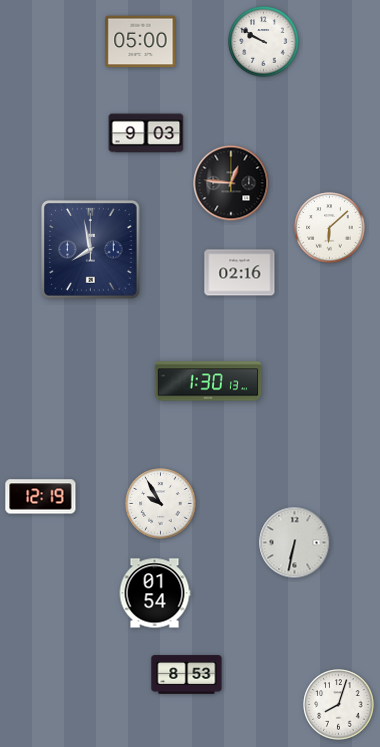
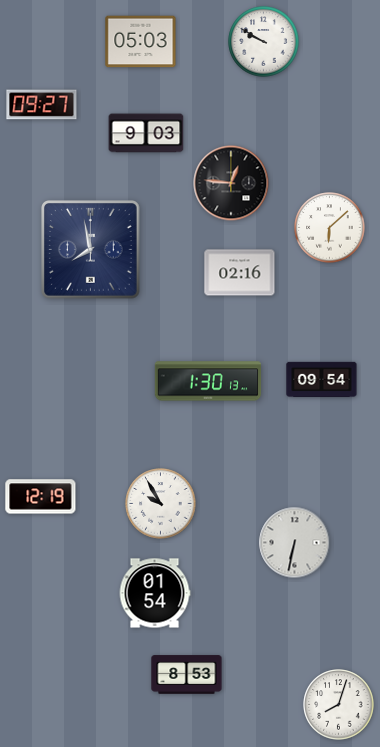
clock at (141, 42): 05:00 -> 05:03
clock at (42, 105): none -> 09:27
clock at (322, 380): none -> 09:54
